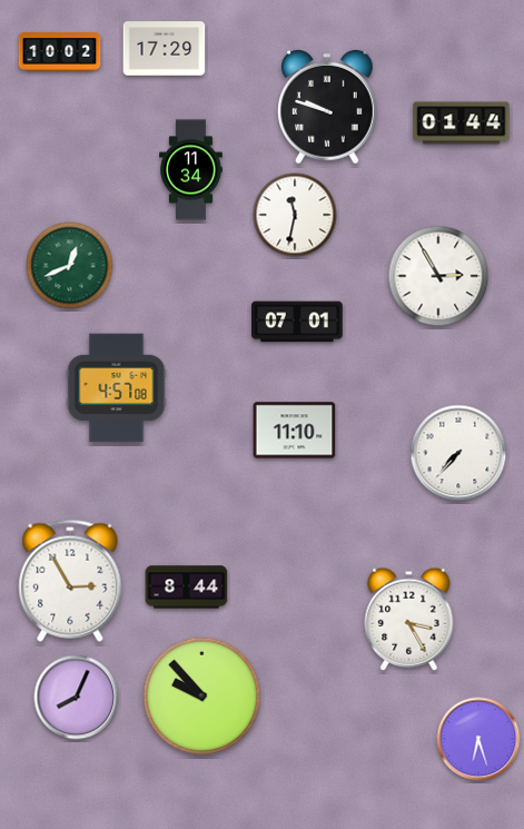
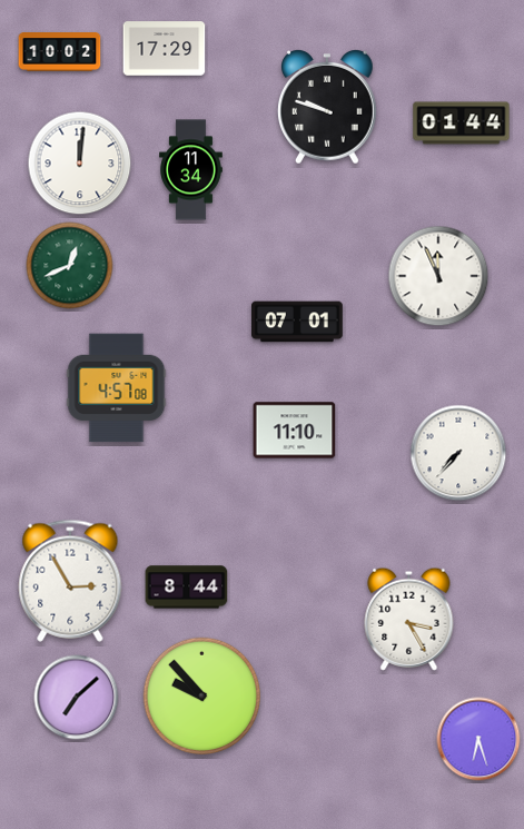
clock at (80, 164): none -> 12:01
clock at (295, 215): 11:32 -> none
clock at (438, 276): 2:55 -> 11:56
clock at (77, 698): 8:04 -> 7:08
